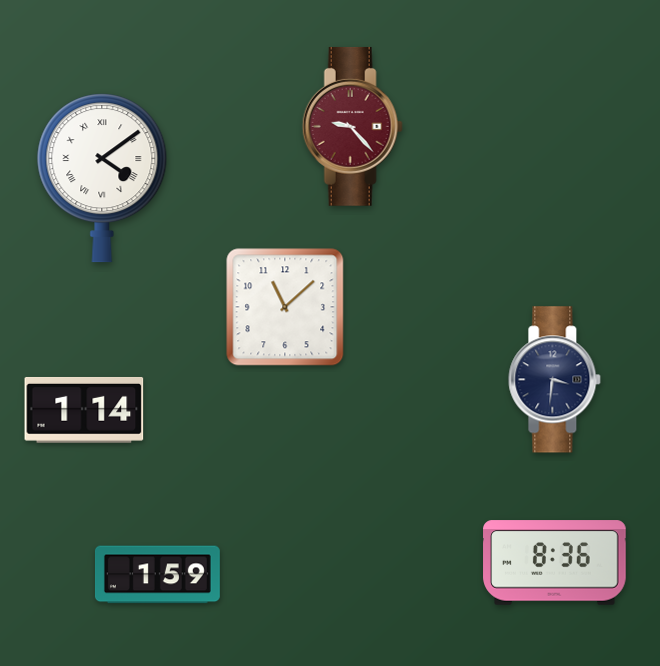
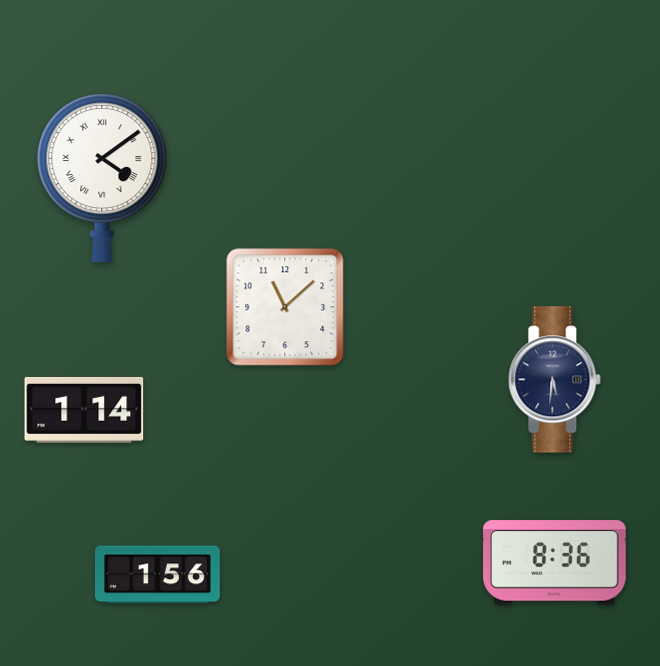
clock at (352, 126): 9:23 -> none
clock at (555, 380): 3:31 -> 5:31
clock at (157, 575): 1:59 -> 1:56
